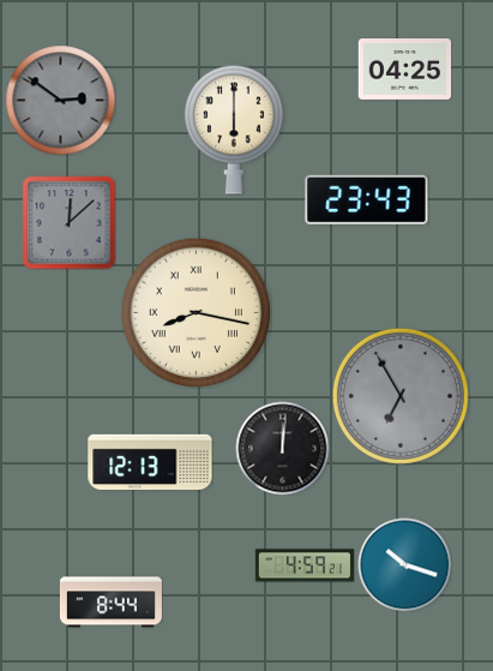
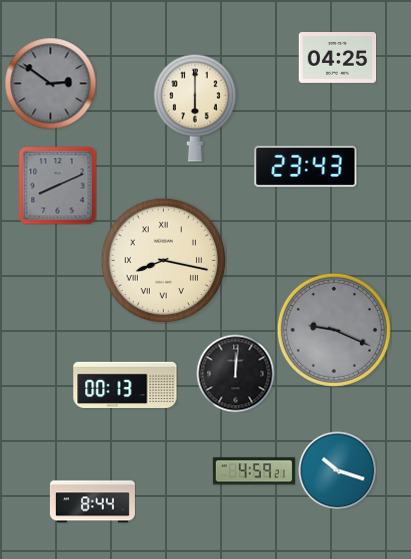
clock at (68, 222): 12:08 -> 8:11
clock at (401, 396): 6:55 -> 9:19
clock at (150, 462): 12:13 -> 00:13
